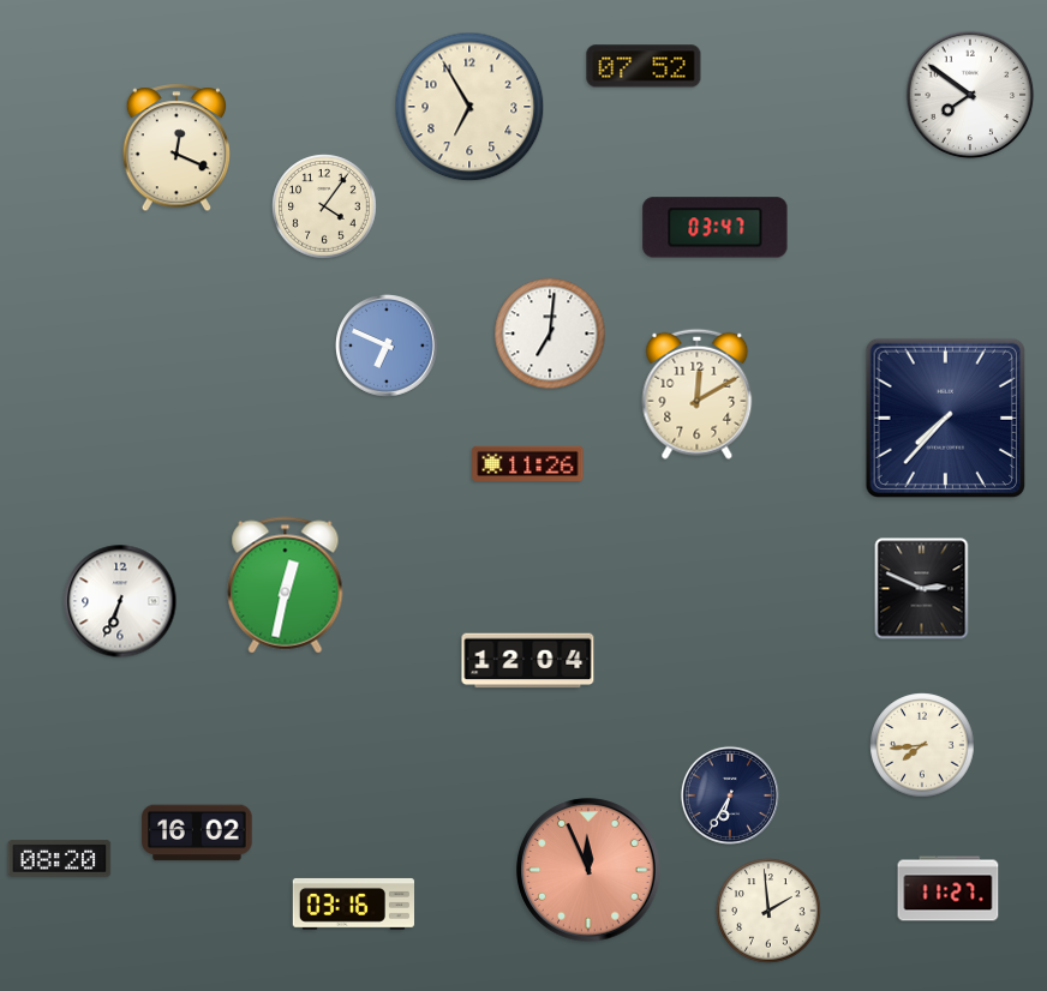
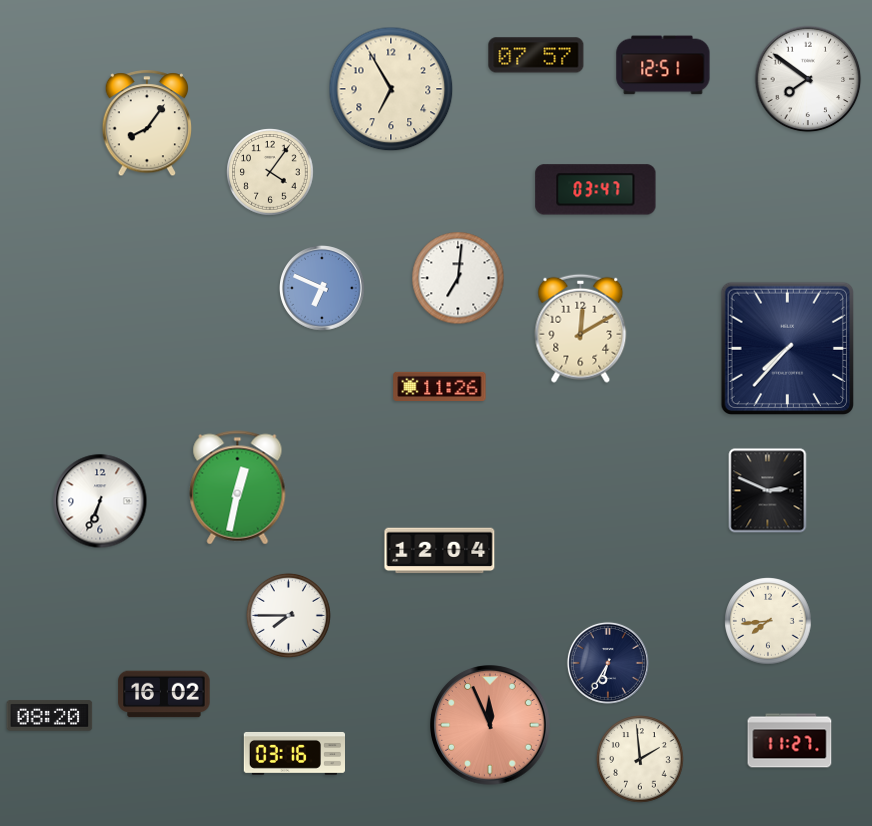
clock at (644, 66): 07:52 -> 07:57
clock at (663, 65): none -> 12:51
clock at (175, 149): 12:19 -> 8:06
clock at (288, 615): none -> 7:45
